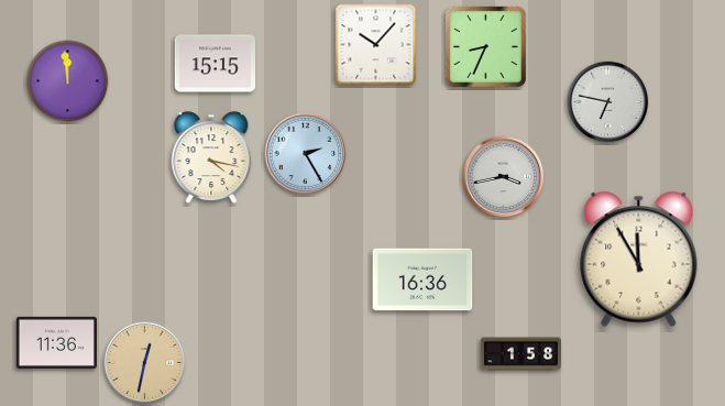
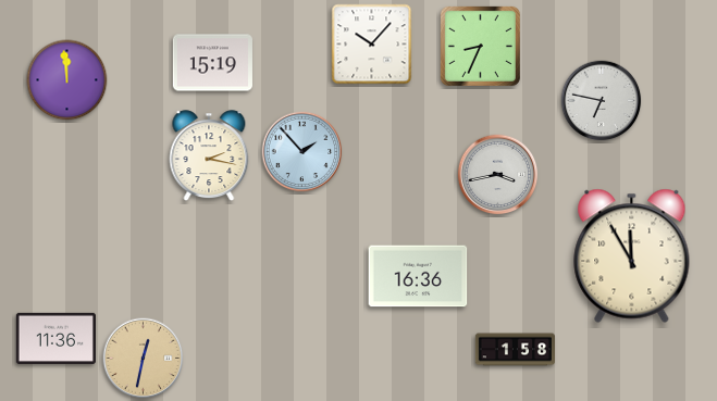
clock at (215, 64): 15:15 -> 15:19
clock at (306, 154): 2:25 -> 1:53
clock at (211, 158): 4:17 -> 2:17
